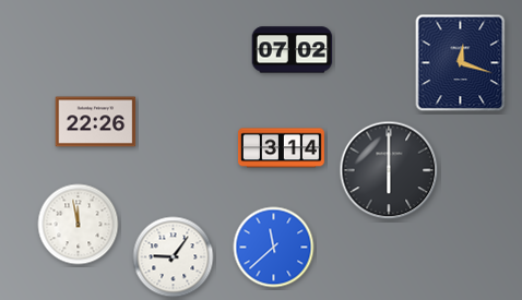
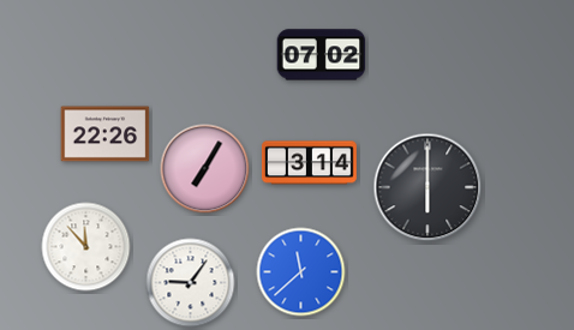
clock at (461, 63): 12:18 -> none
clock at (205, 169): none -> 7:05
clock at (79, 225): 11:58 -> 11:53
